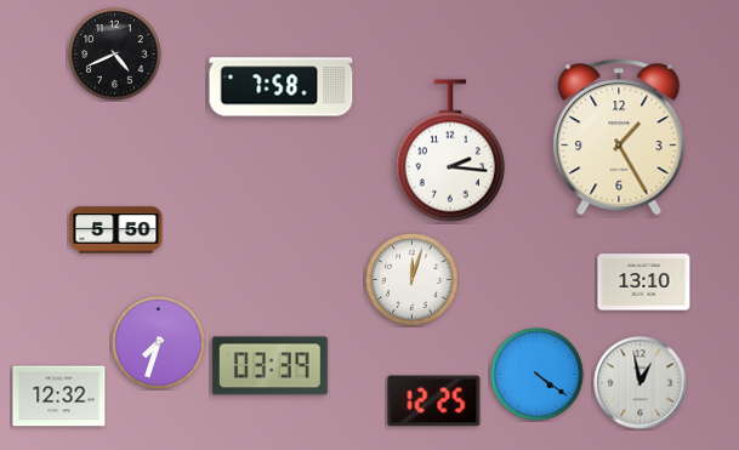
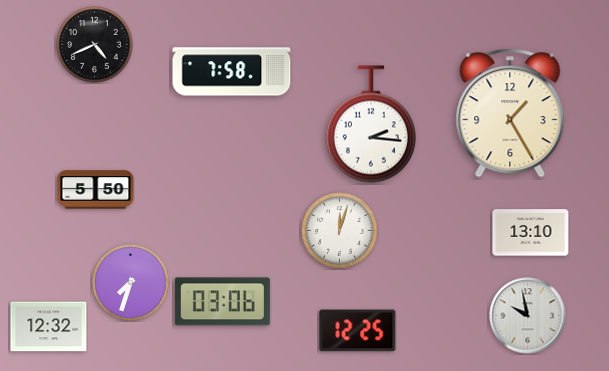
clock at (269, 366): 03:39 -> 03:06
clock at (538, 375): 4:21 -> none
clock at (641, 383): 12:58 -> 9:58
